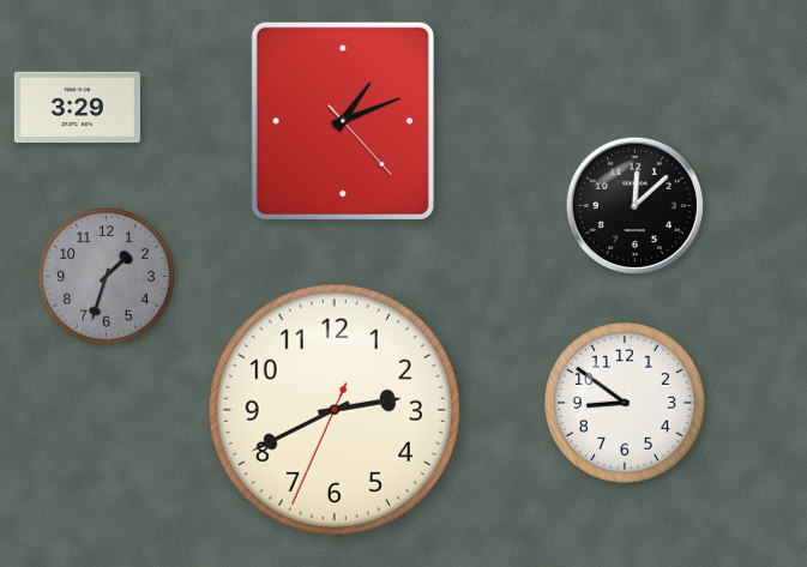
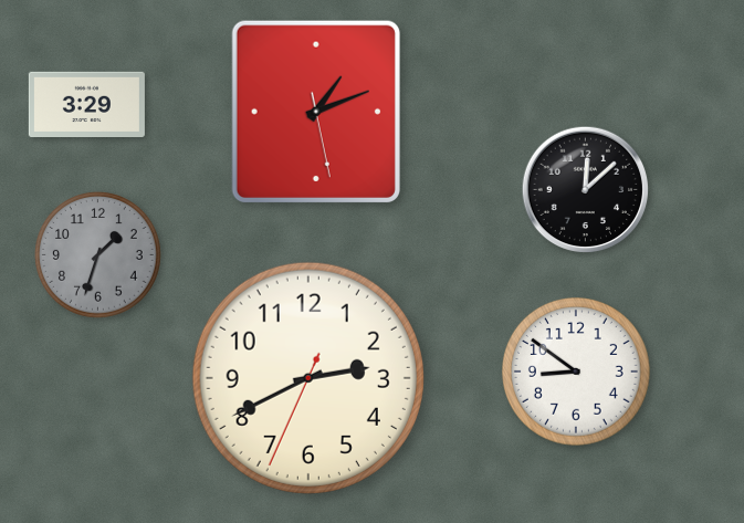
clock at (77, 107) position: (77, 107) -> (86, 104)
clock at (343, 121): 1:11:23 -> 1:11:28
